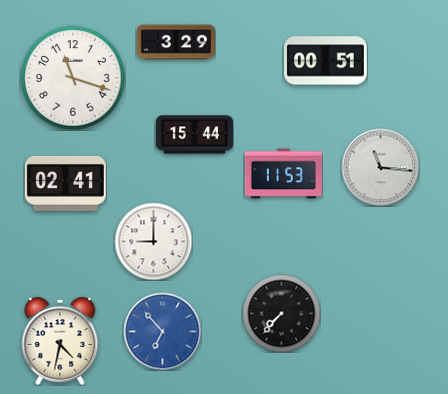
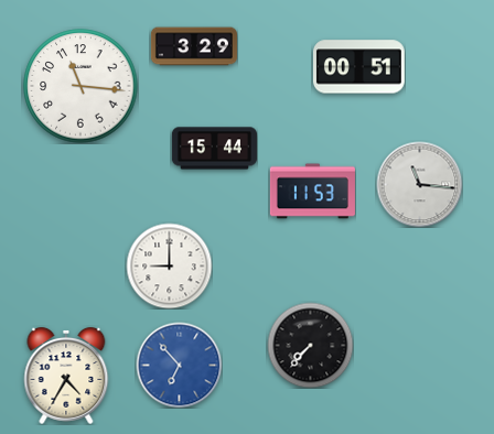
clock at (73, 78): 11:18 -> 11:16
clock at (65, 183): 02:41 -> none
clock at (60, 341): 4:32 -> 4:35
